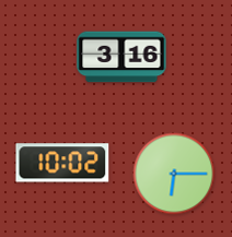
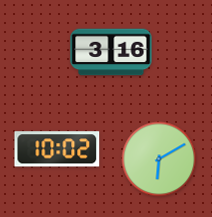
clock at (174, 174): 6:15 -> 6:10
